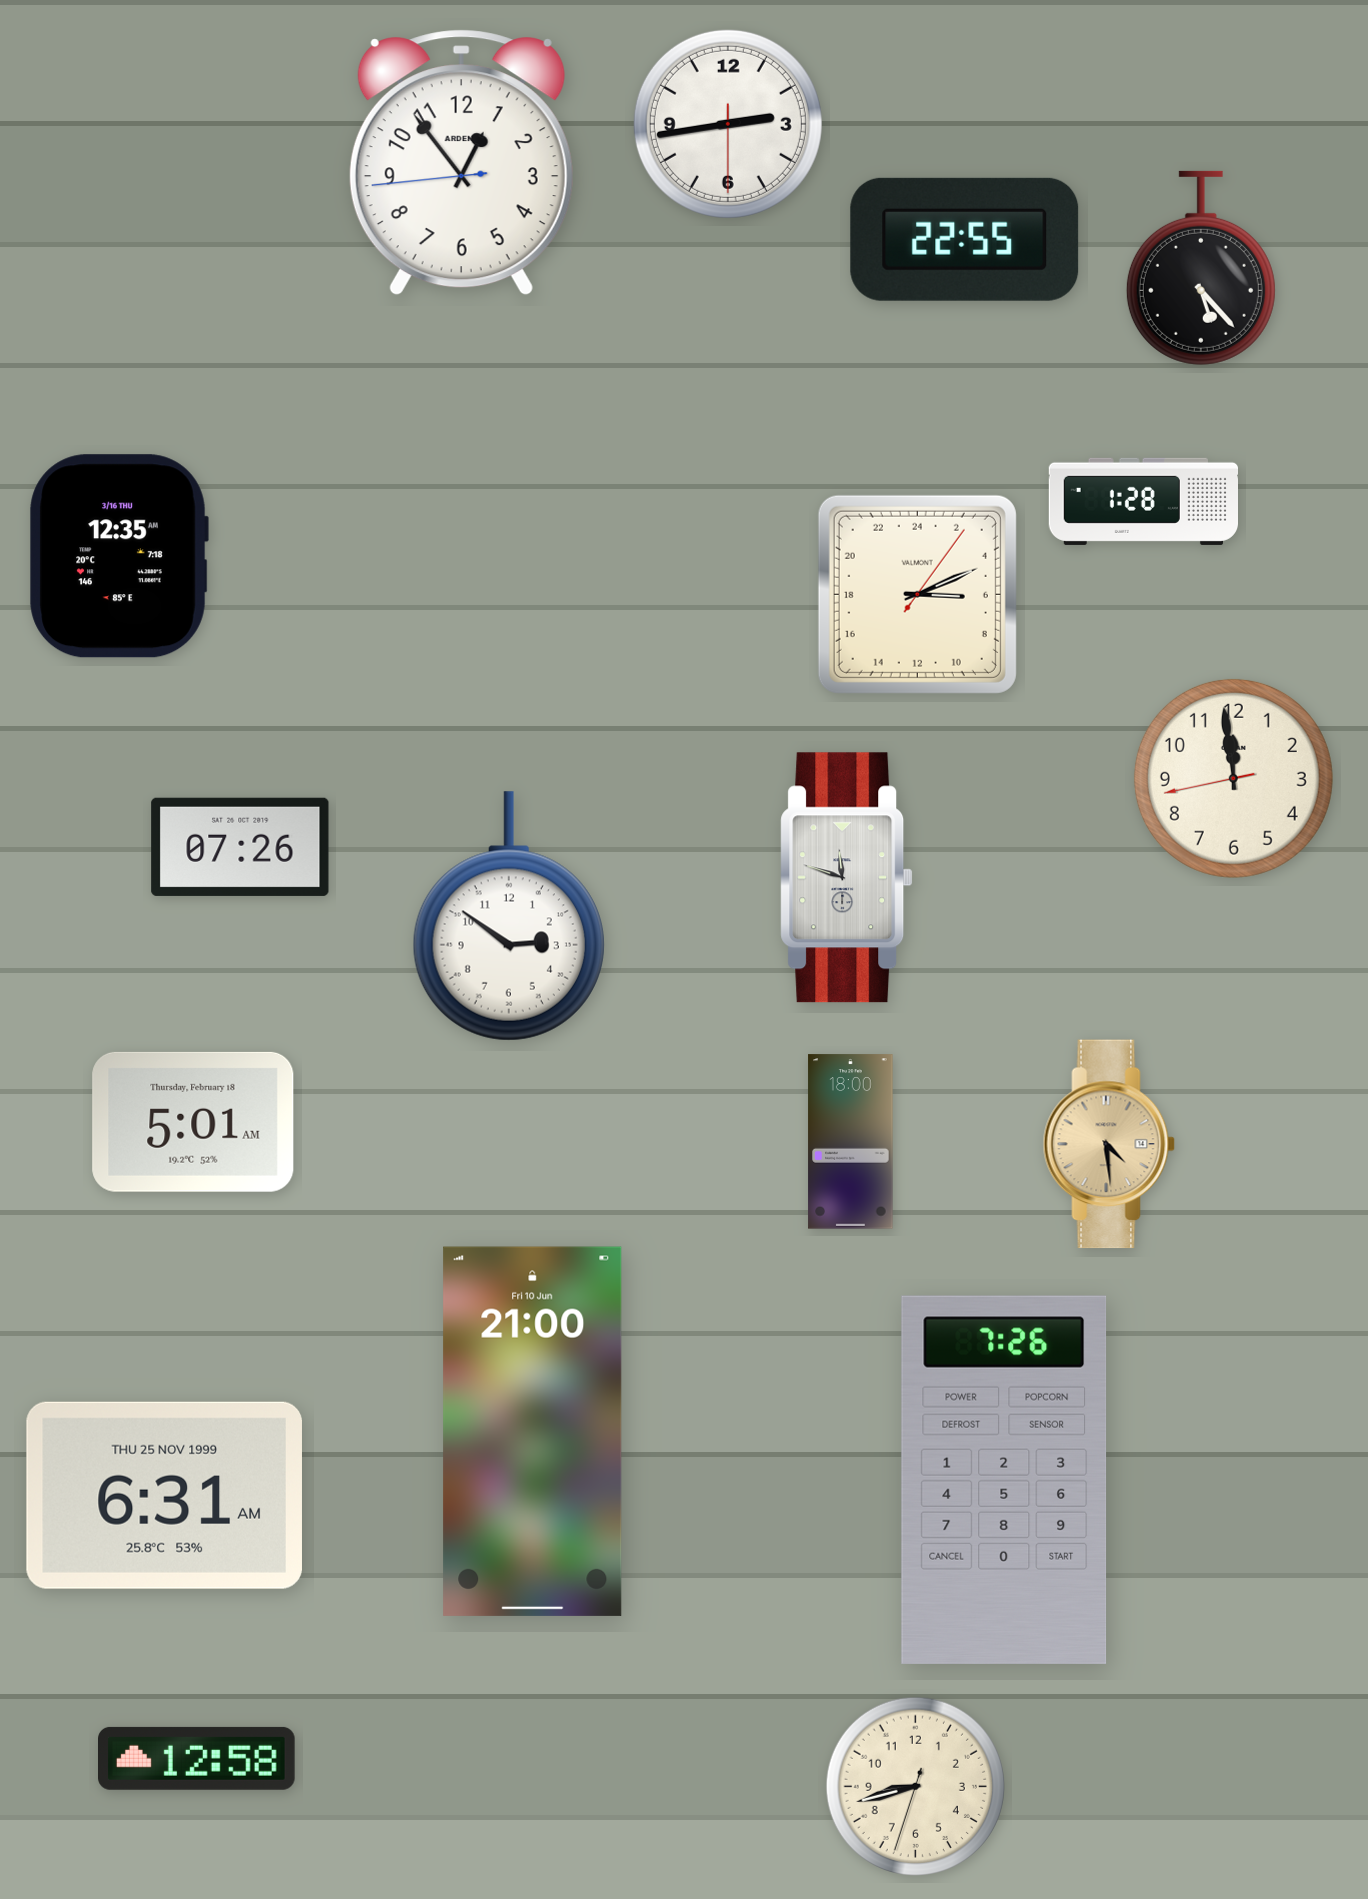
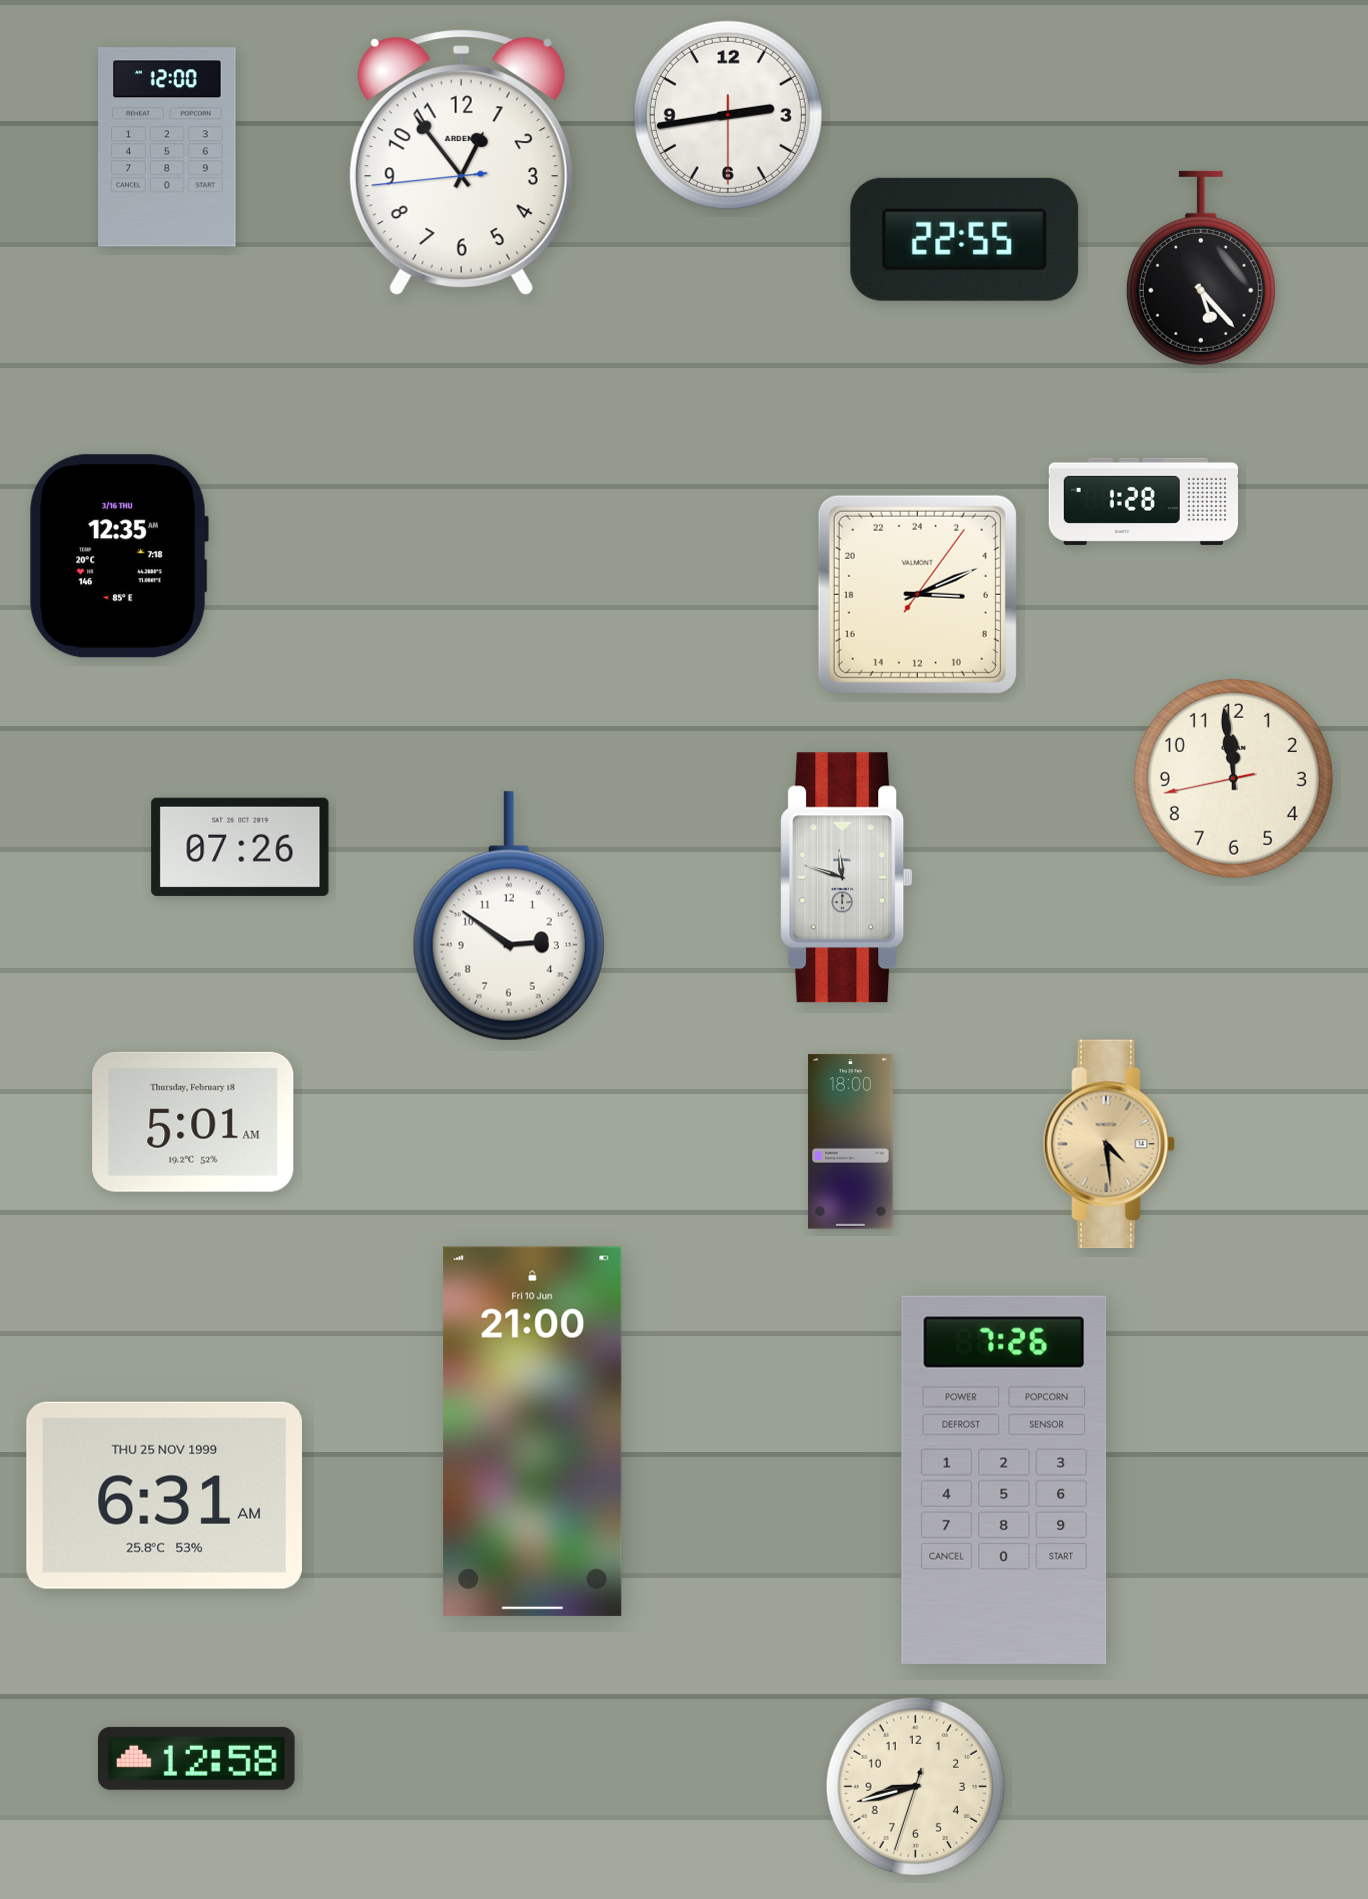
clock at (728, 124) position: (728, 124) -> (728, 115)
clock at (167, 147): none -> 12:00
